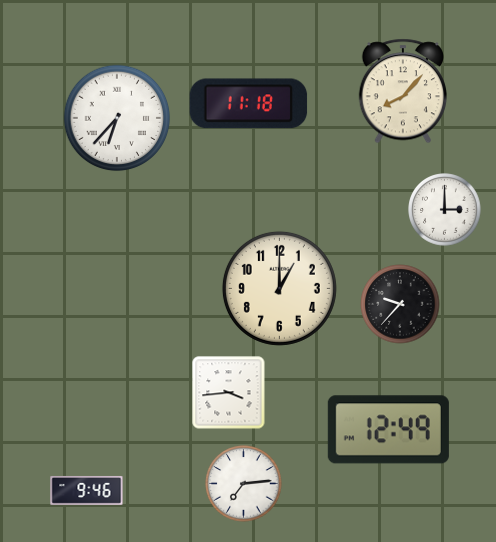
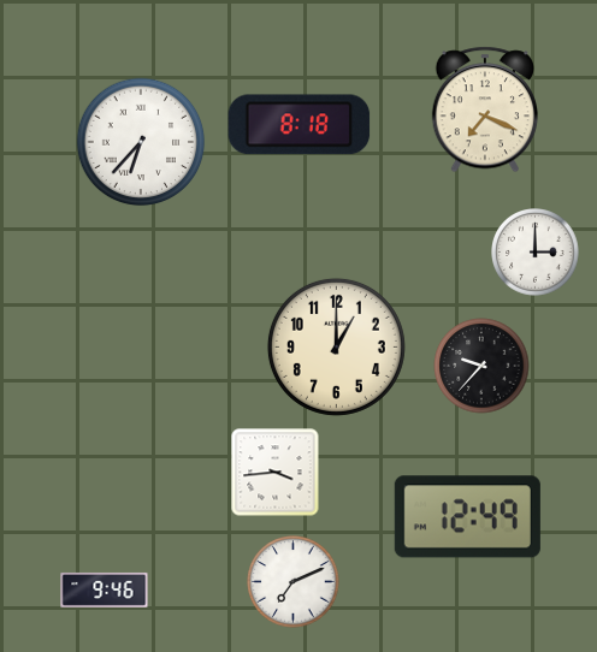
clock at (402, 91): 8:07 -> 7:19
clock at (249, 104): 11:18 -> 8:18
clock at (244, 484): 7:14 -> 7:11
